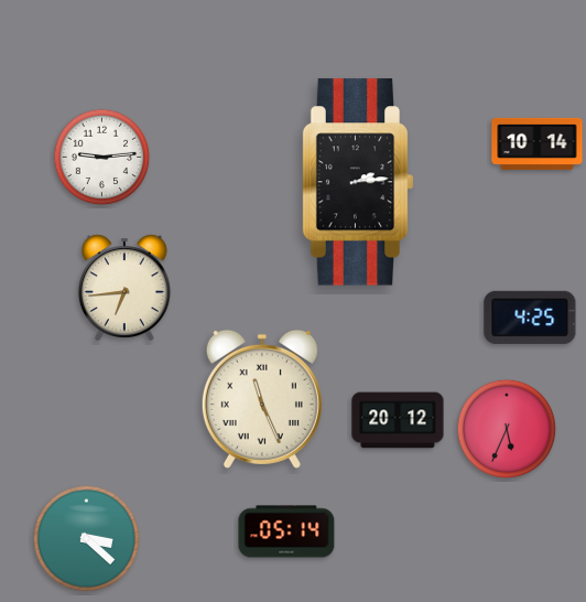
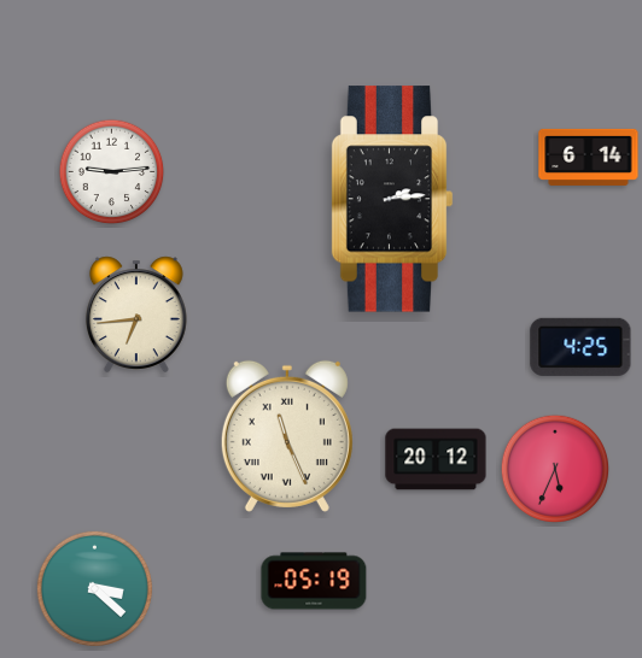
clock at (538, 143): 10:14 -> 6:14
clock at (286, 531): 05:14 -> 05:19
